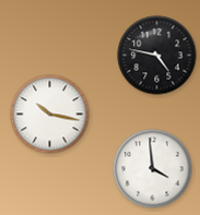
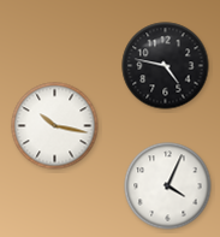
clock at (157, 56) position: (157, 56) -> (166, 66)
clock at (153, 169): 3:59 -> 4:04
